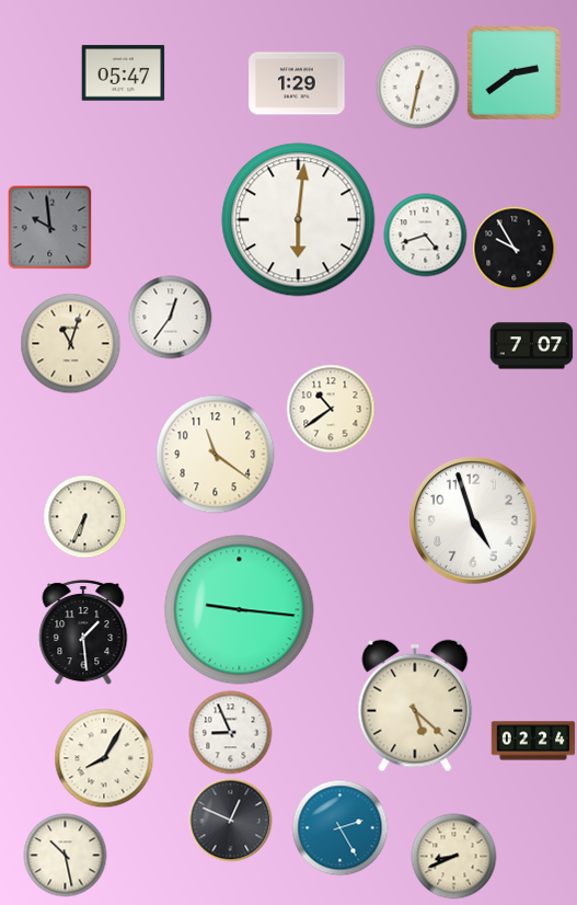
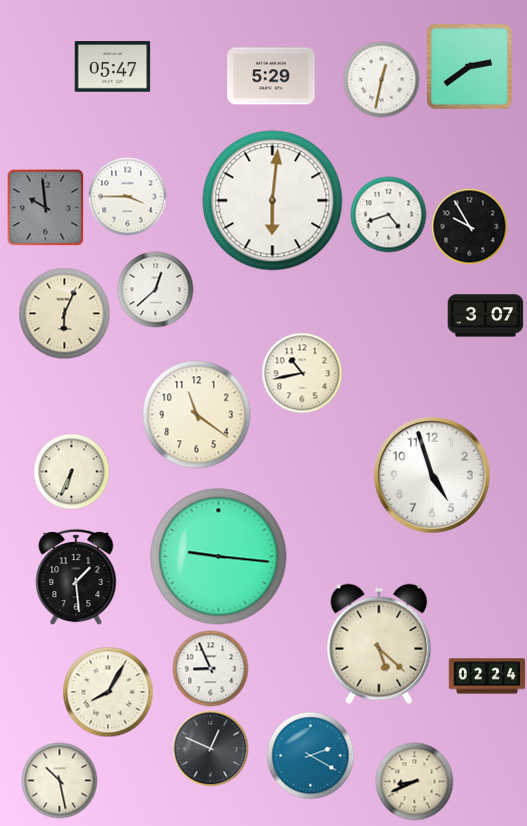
clock at (297, 83): 1:29 -> 5:29
clock at (128, 197): none -> 3:45
clock at (171, 318): 12:36 -> 12:38
clock at (71, 344): 11:03 -> 6:04
clock at (532, 346): 7:07 -> 3:07
clock at (331, 409): 10:39 -> 10:43
clock at (85, 517) position: (85, 517) -> (72, 472)
clock at (104, 758) position: (104, 758) -> (108, 692)
clock at (341, 828): 2:25 -> 2:20
